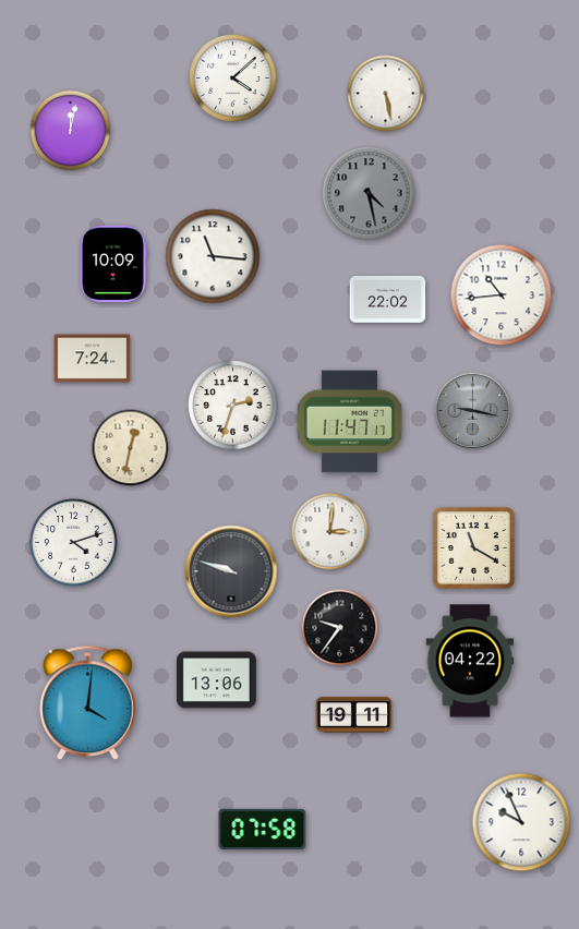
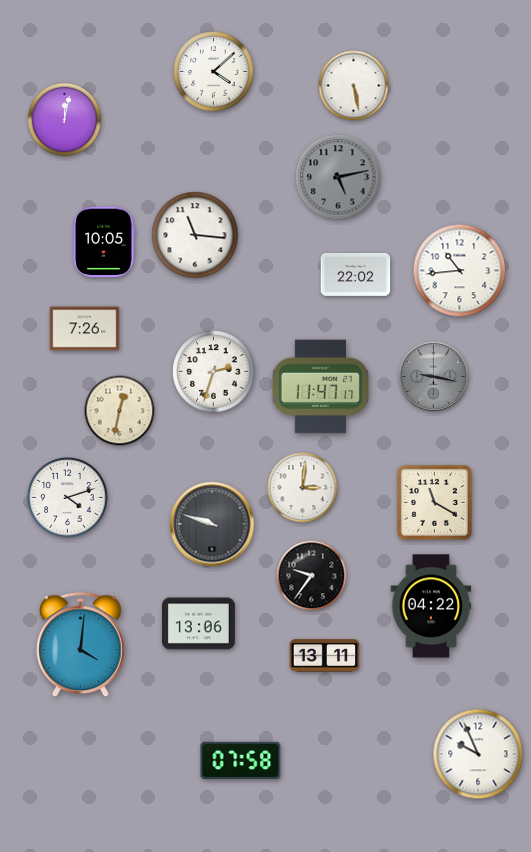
clock at (369, 193): 4:28 -> 5:13
clock at (113, 264): 10:09 -> 10:05
clock at (93, 359): 7:24 -> 7:26
clock at (354, 715): 19:11 -> 13:11
